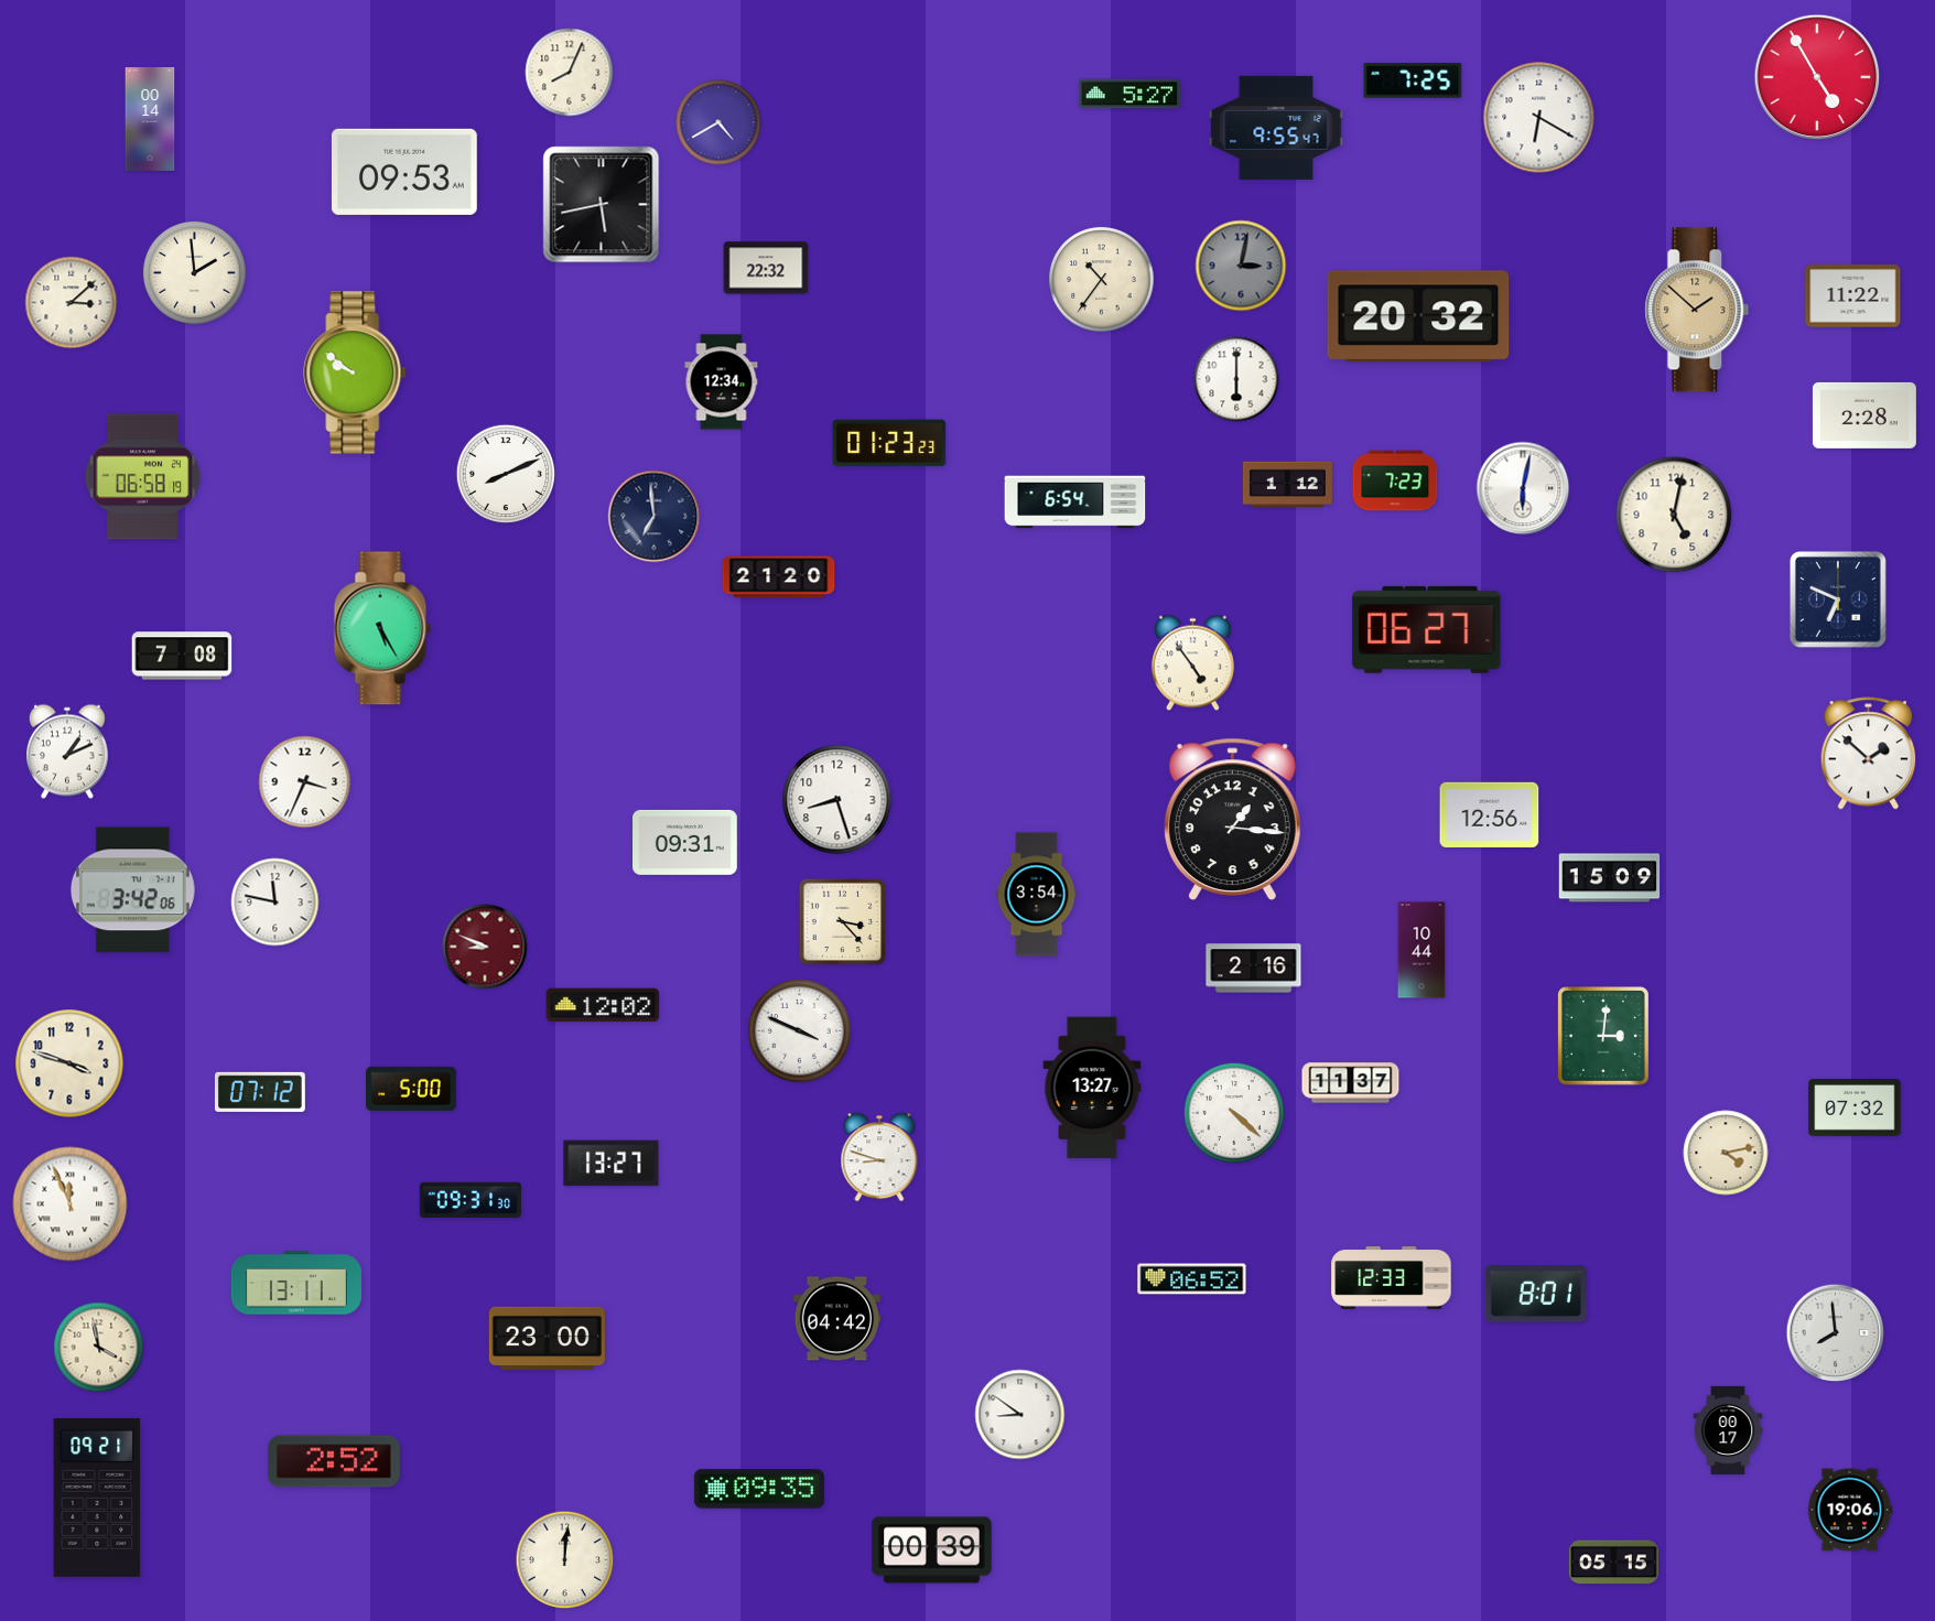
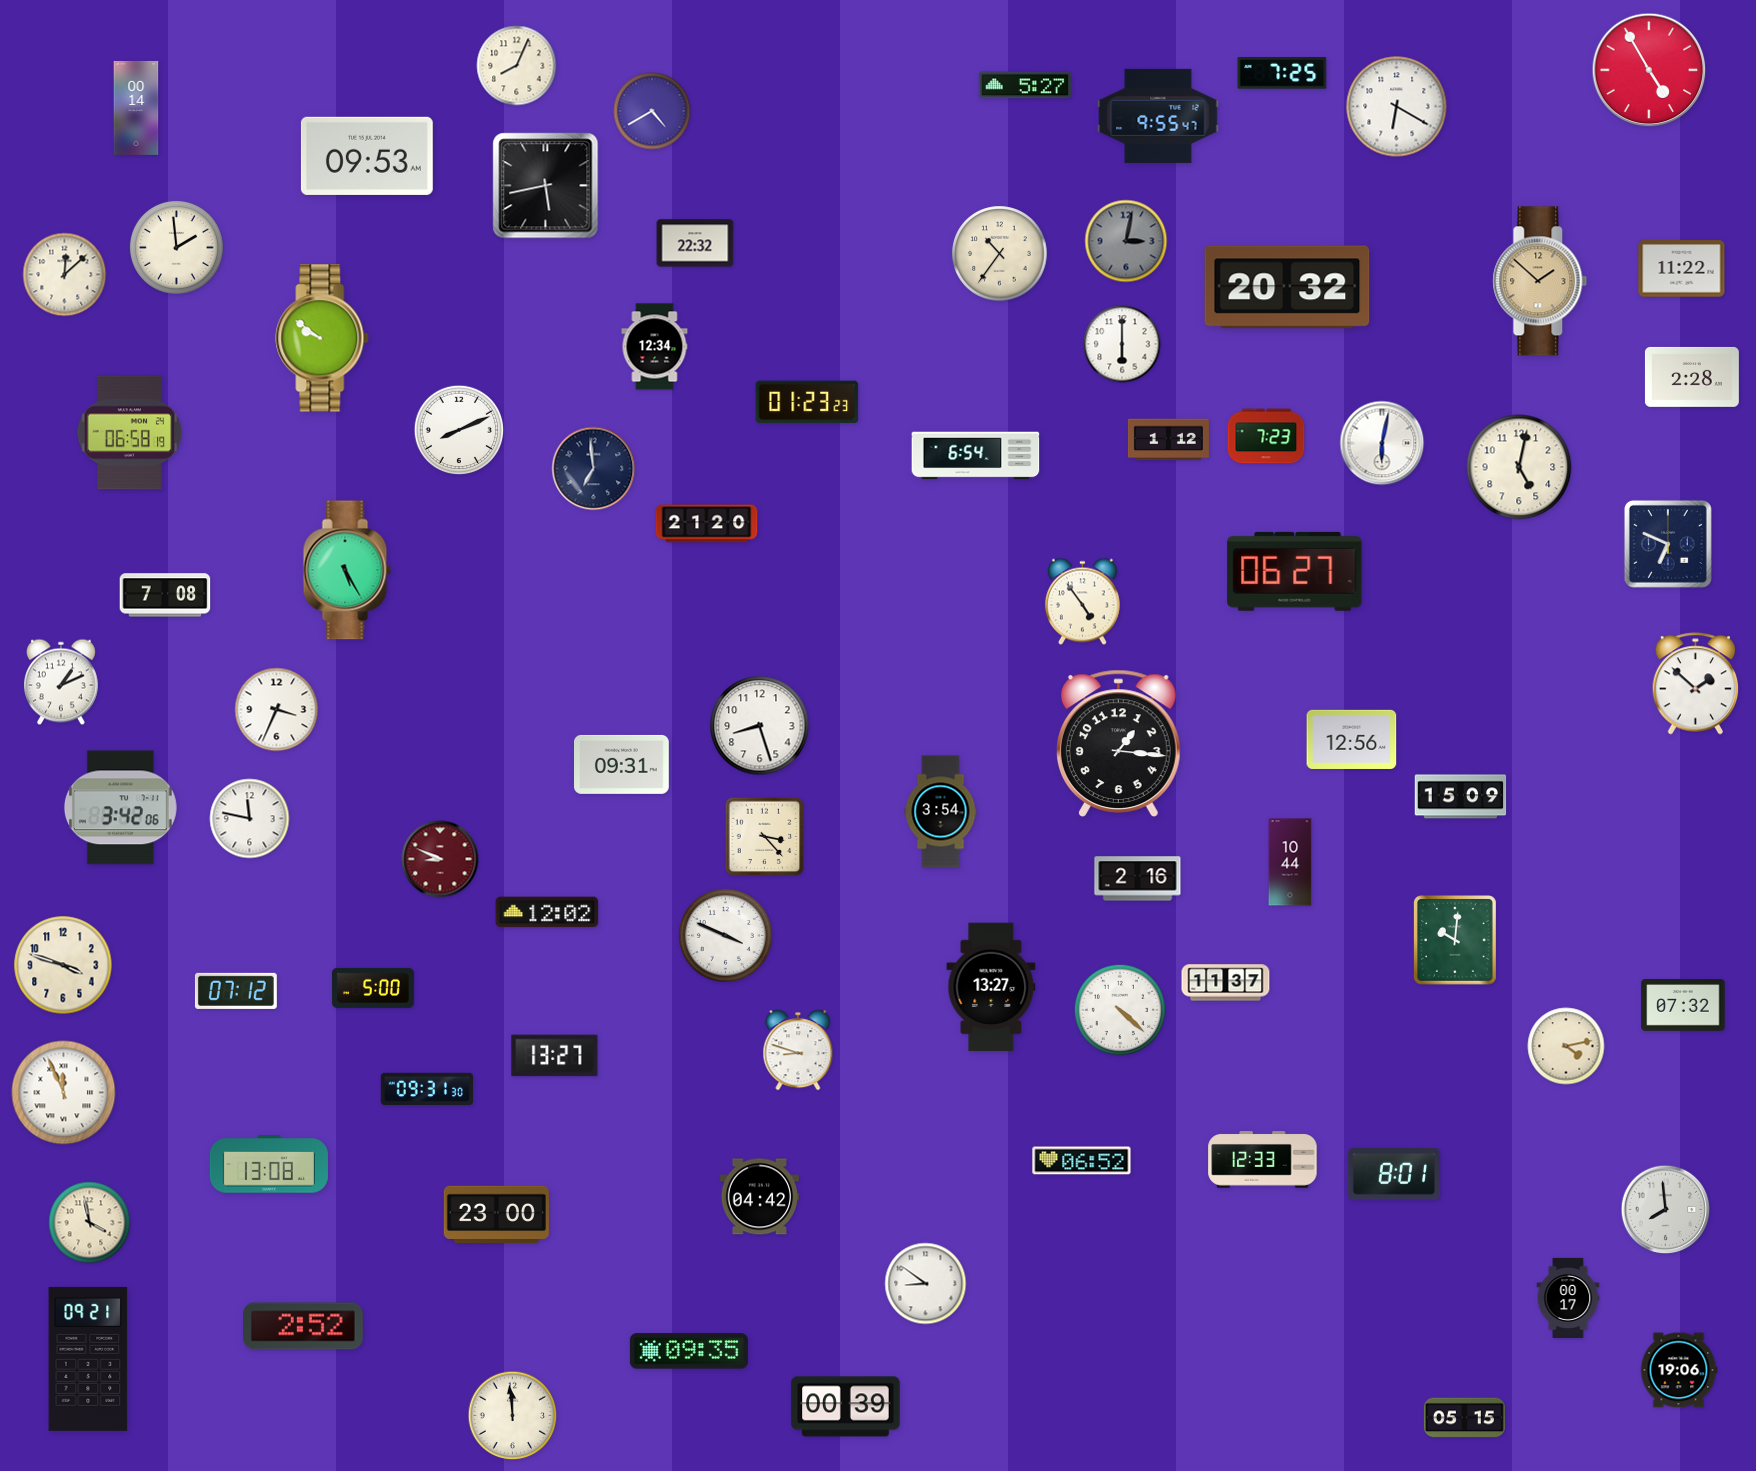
clock at (72, 303): 3:08 -> 12:08
clock at (1604, 1037): 3:01 -> 10:01
clock at (296, 1283): 13:11 -> 13:08
clock at (565, 1560): 12:01 -> 11:59
